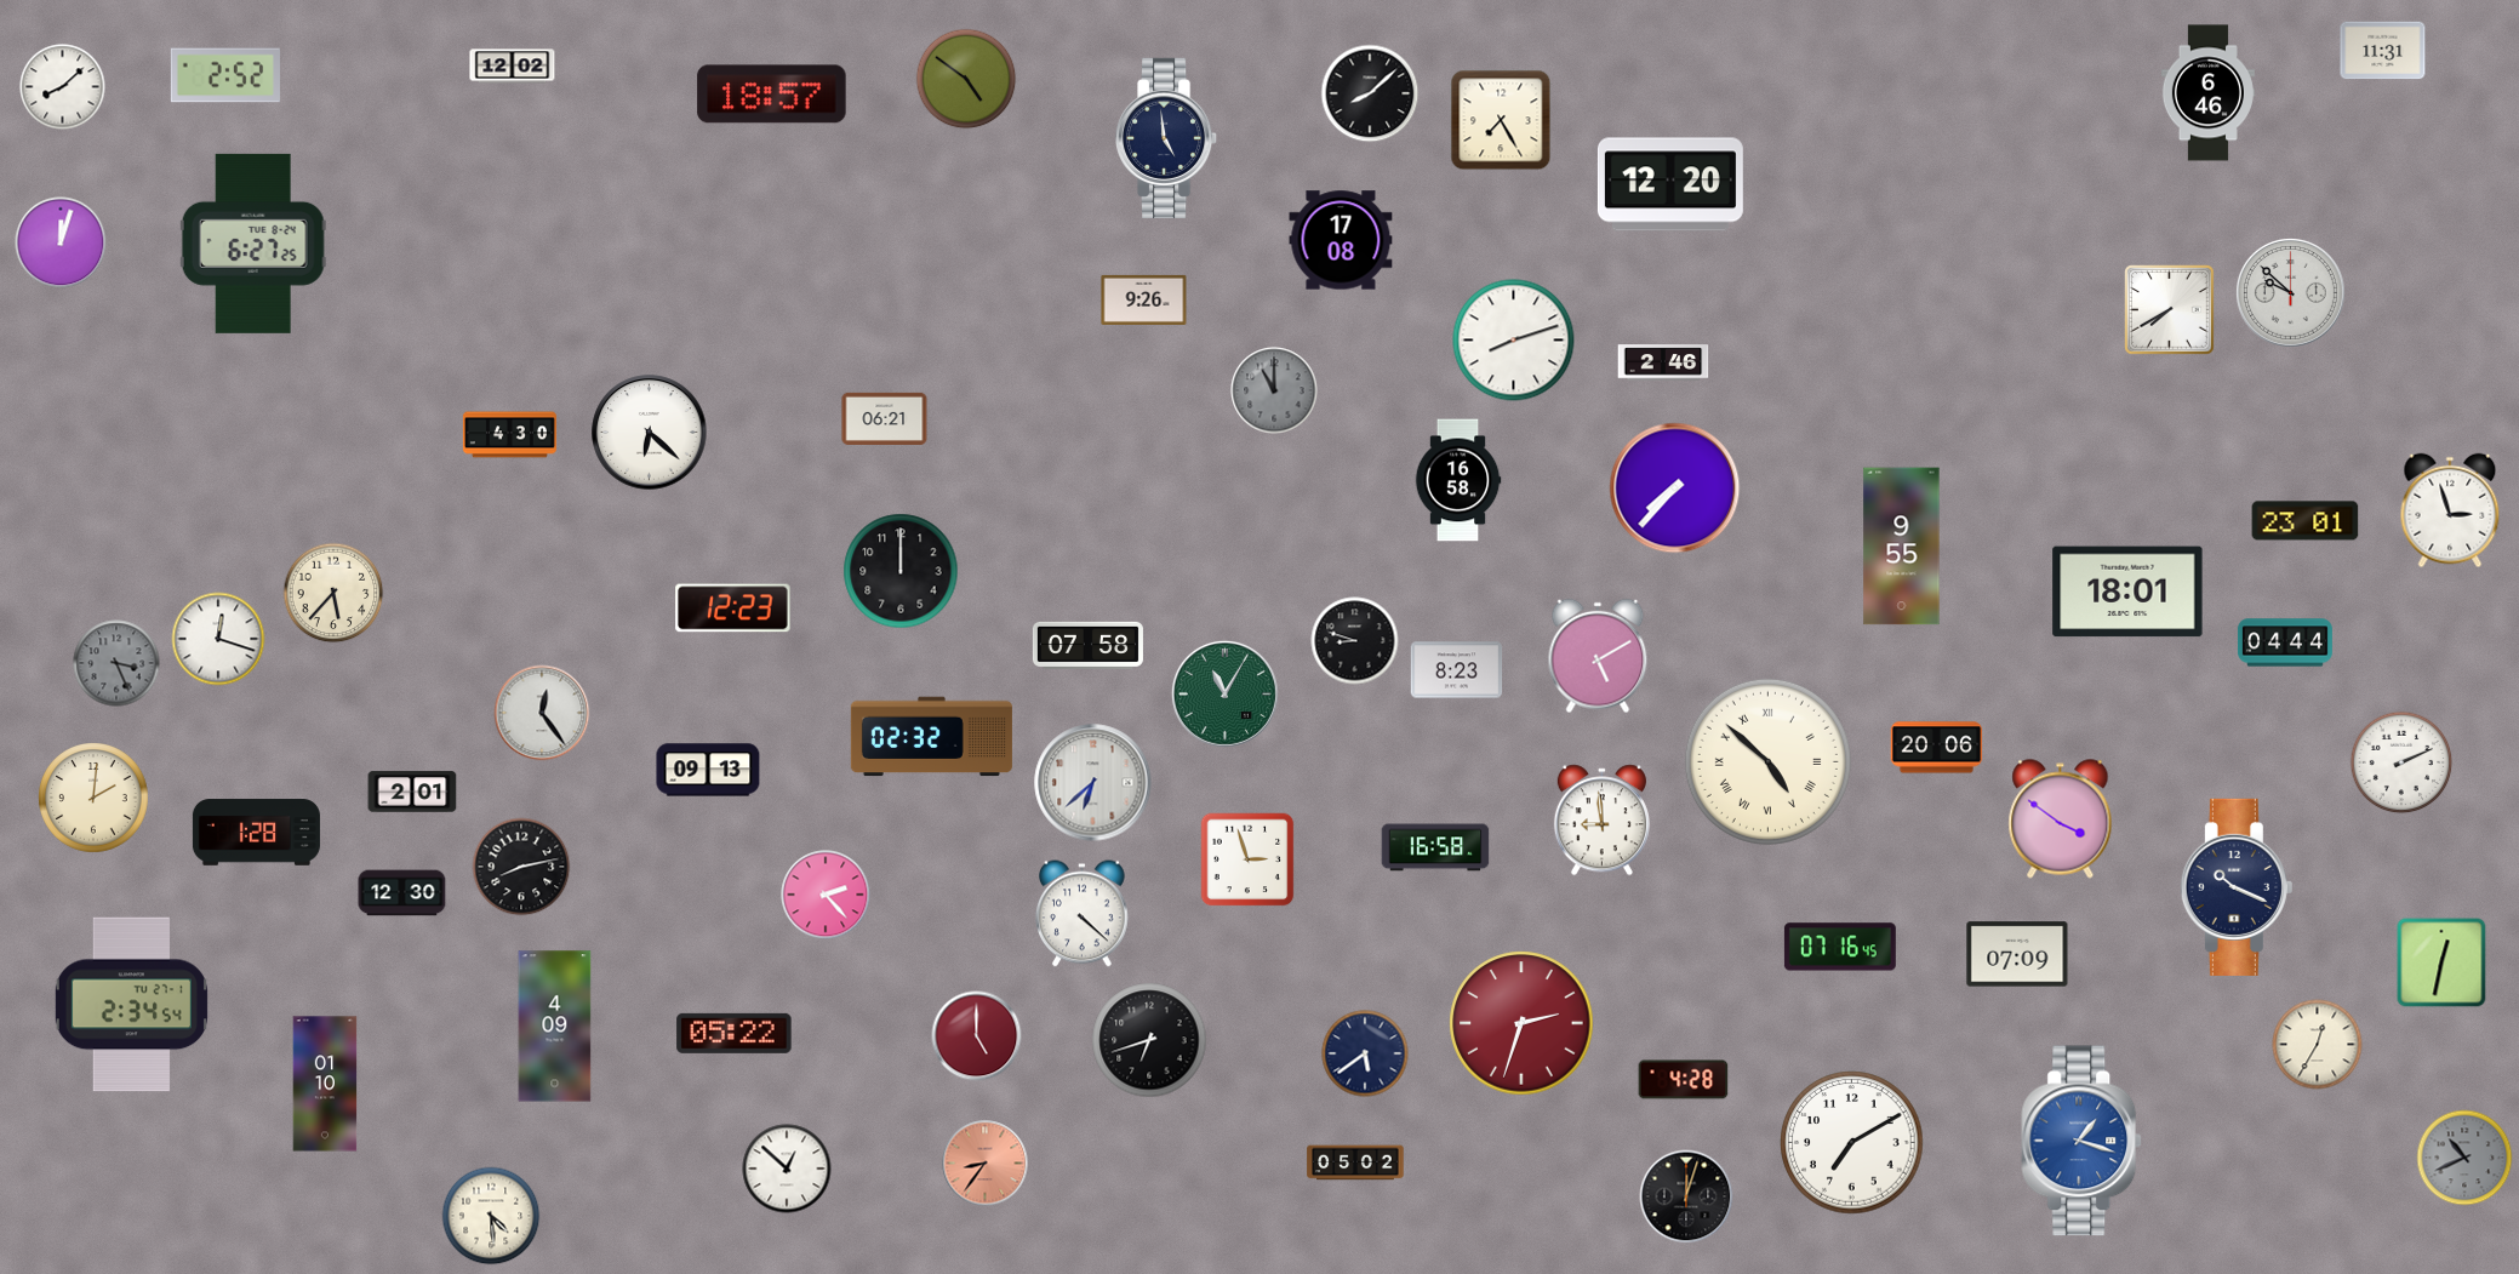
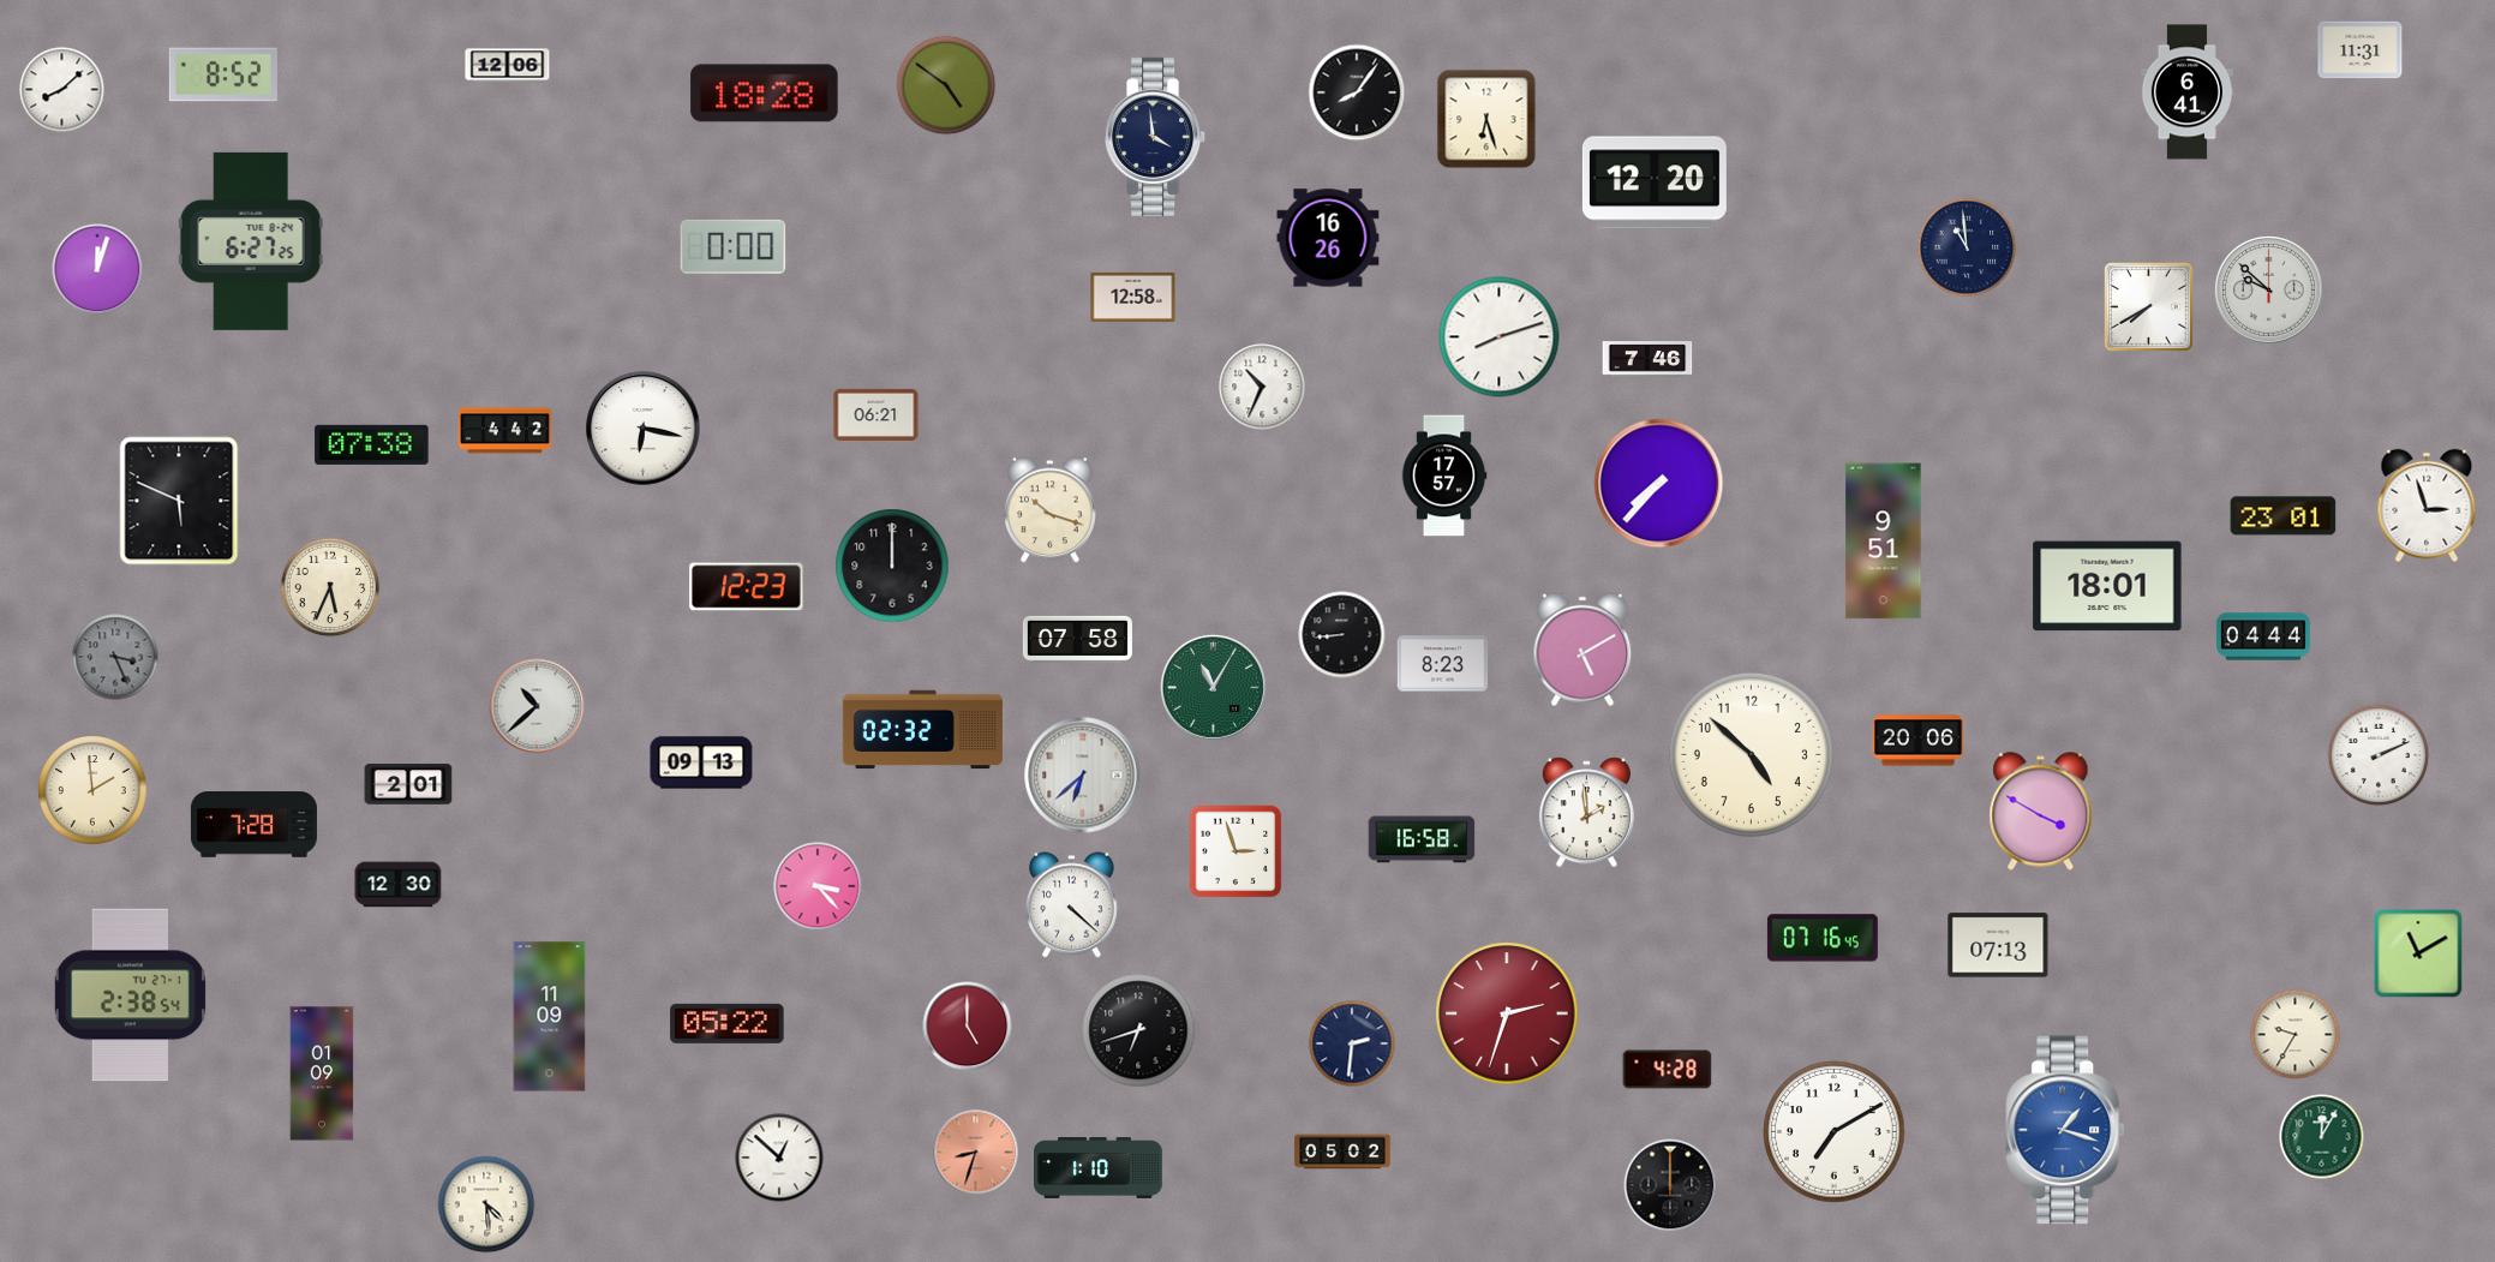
clock at (513, 67): 12:02 -> 12:06
clock at (225, 75): 2:52 -> 8:52
clock at (966, 79) position: (966, 79) -> (946, 85)
clock at (63, 87) position: (63, 87) -> (62, 90)
clock at (1370, 93): 8:08 -> 8:06
clock at (2207, 93): 6:46 -> 6:41
clock at (772, 95): 18:57 -> 18:28
clock at (1501, 120): 7:25 -> 6:27
clock at (1167, 138): 4:59 -> 3:59
clock at (1341, 240): 17:08 -> 16:26
clock at (61, 242) position: (61, 242) -> (97, 269)
clock at (734, 246): none -> 0:00
clock at (1967, 247): none -> 10:59
clock at (1144, 299): 9:26 -> 12:58
clock at (1663, 362): 2:46 -> 7:46
clock at (1274, 390): 11:00 -> 10:34
clock at (1274, 390) dial: grey -> white
clock at (650, 433): 6:22 -> 6:17
clock at (509, 435): 4:30 -> 4:42
clock at (372, 444): none -> 07:38
clock at (1458, 480): 16:58 -> 17:57
clock at (179, 501): none -> 5:49
clock at (1051, 510): none -> 10:18
clock at (1902, 547): 9:55 -> 9:51
clock at (333, 593): 5:37 -> 5:34
clock at (733, 609) position: (733, 609) -> (747, 587)
clock at (218, 639): 12:18 -> none
clock at (1355, 641): 8:48 -> 8:44
clock at (542, 713): 12:24 -> 10:38
clock at (1767, 761) numerals: Roman -> Arabic
clock at (93, 798): 2:01 -> 1:59
clock at (2061, 819): 3:51 -> 3:50
clock at (1601, 821): 8:59 -> 1:59
clock at (256, 833): 1:28 -> 7:28
clock at (521, 867): 8:13 -> none
clock at (2237, 887): 10:19 -> none
clock at (826, 895): 2:23 -> 3:23
clock at (2017, 954): 07:09 -> 07:13
clock at (2441, 962): 12:32 -> 11:10
clock at (131, 1005): 2:34 -> 2:38
clock at (555, 1027): 4:09 -> 11:09
clock at (2318, 1045): 12:35 -> 9:35
clock at (1365, 1053): 5:39 -> 2:31
clock at (325, 1084): 01:10 -> 01:09
clock at (2083, 1141) position: (2083, 1141) -> (2066, 1130)
clock at (2322, 1137): none -> 12:05
clock at (2464, 1158): 10:41 -> none
clock at (986, 1164): 8:36 -> 8:33
clock at (1099, 1168): none -> 1:10
clock at (1686, 1196): 12:03 -> 12:00
